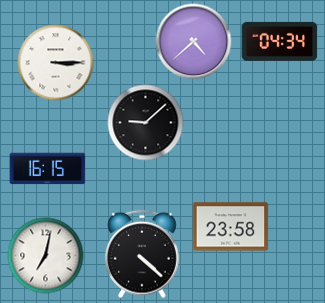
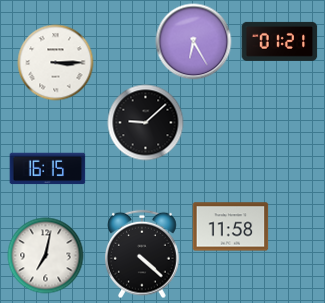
clock at (280, 41): 04:34 -> 01:21
clock at (194, 42): 4:38 -> 6:25
clock at (231, 227): 23:58 -> 11:58
